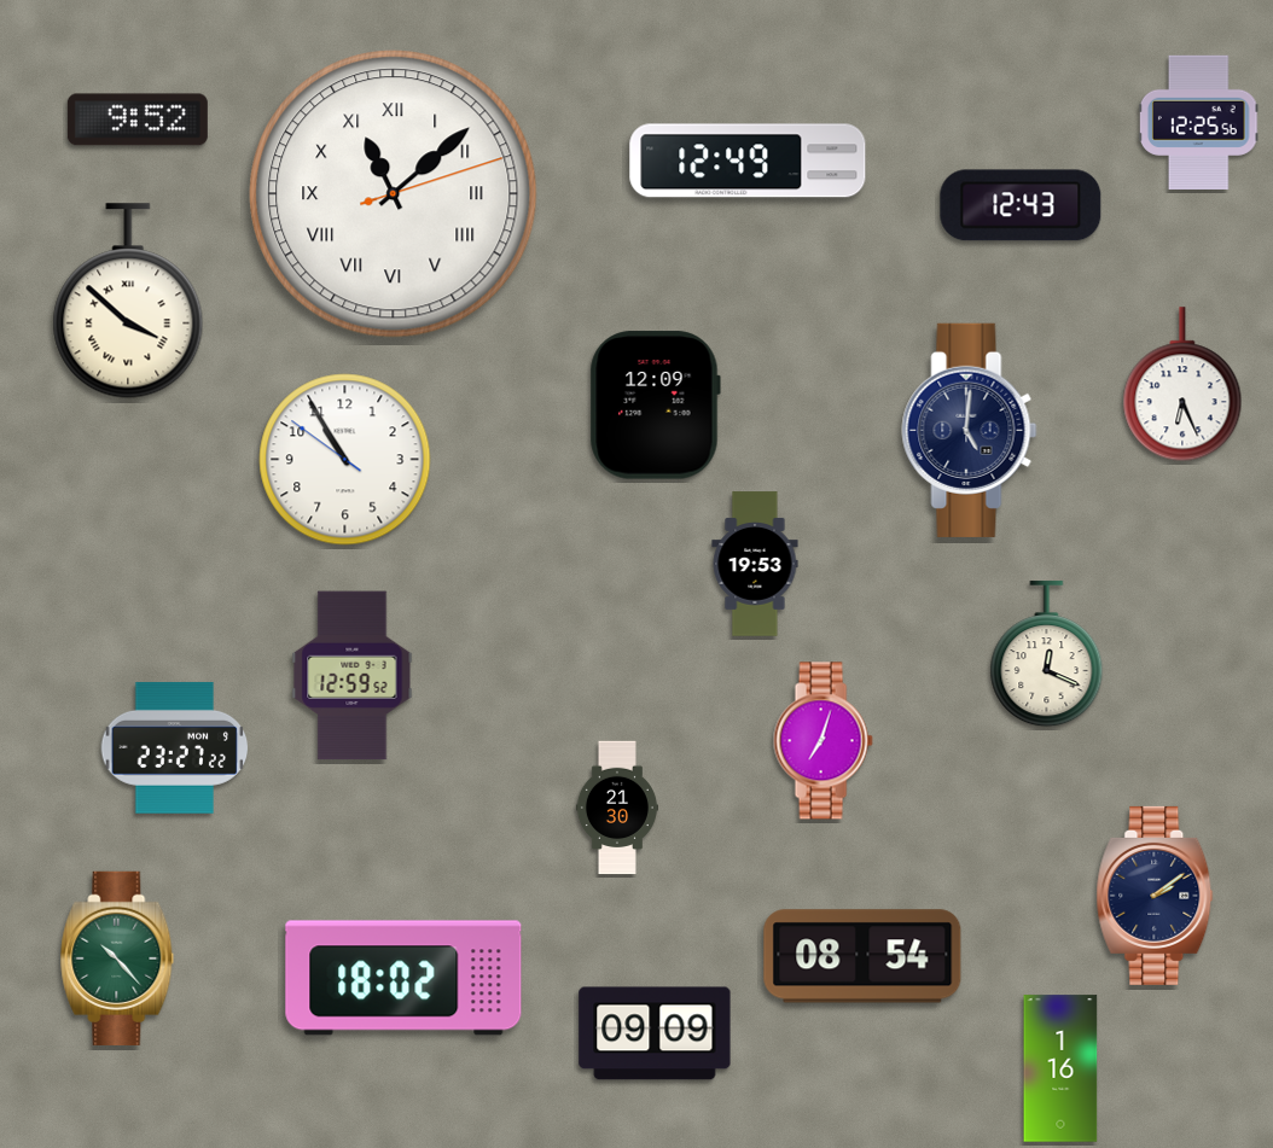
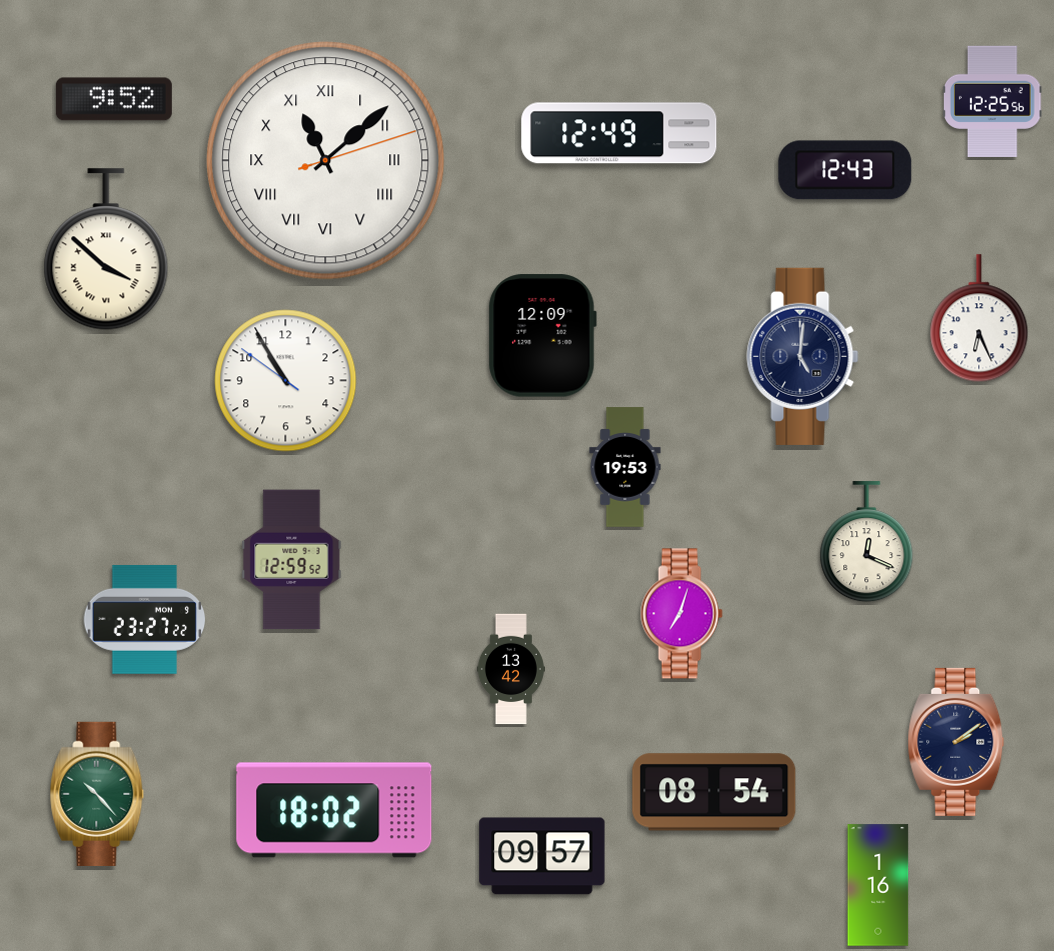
clock at (617, 808): 21:30 -> 13:42
clock at (655, 1033): 09:09 -> 09:57
